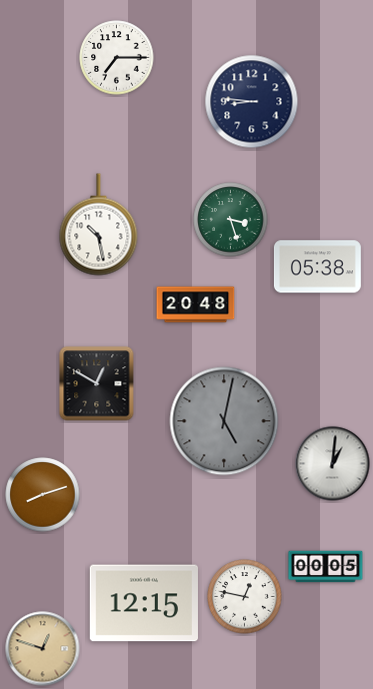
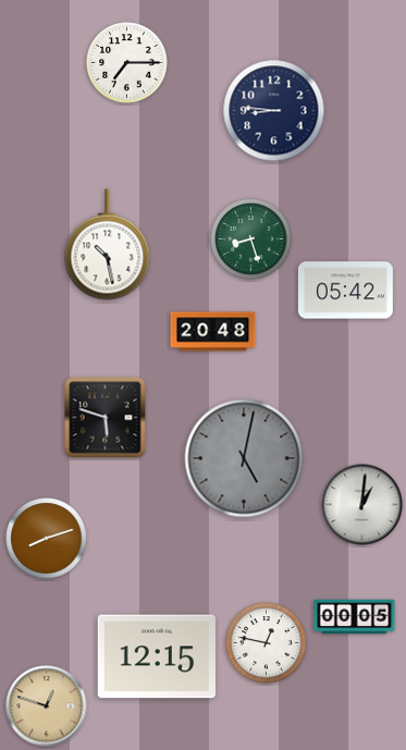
clock at (231, 220): 3:27 -> 8:27
clock at (317, 267): 05:38 -> 05:42
clock at (97, 384): 12:50 -> 5:48
clock at (245, 597) position: (245, 597) -> (267, 643)
